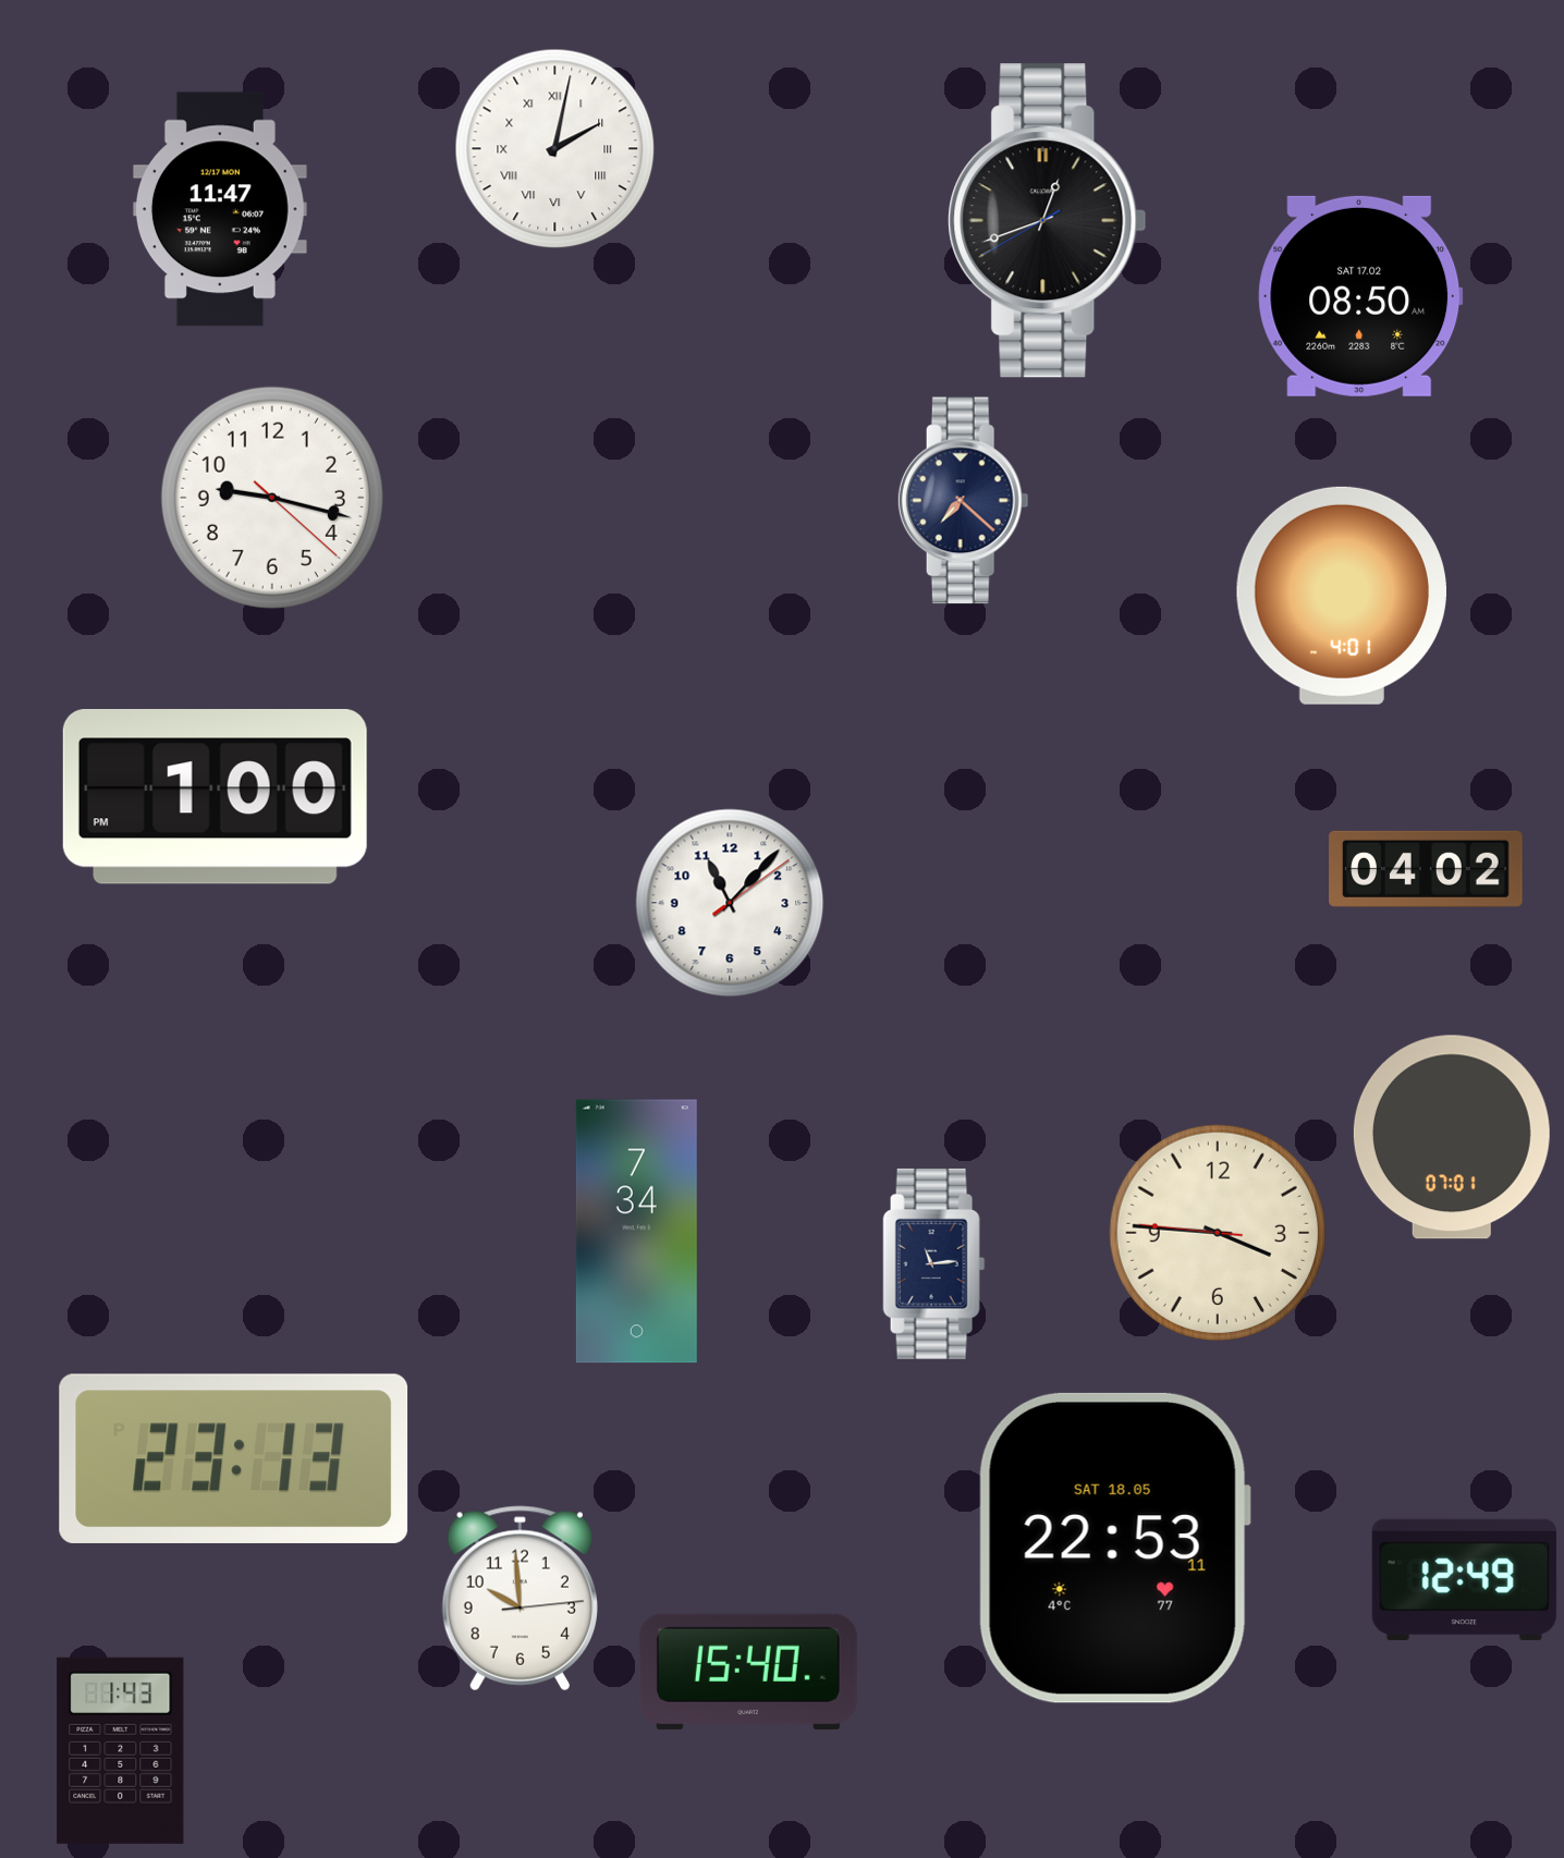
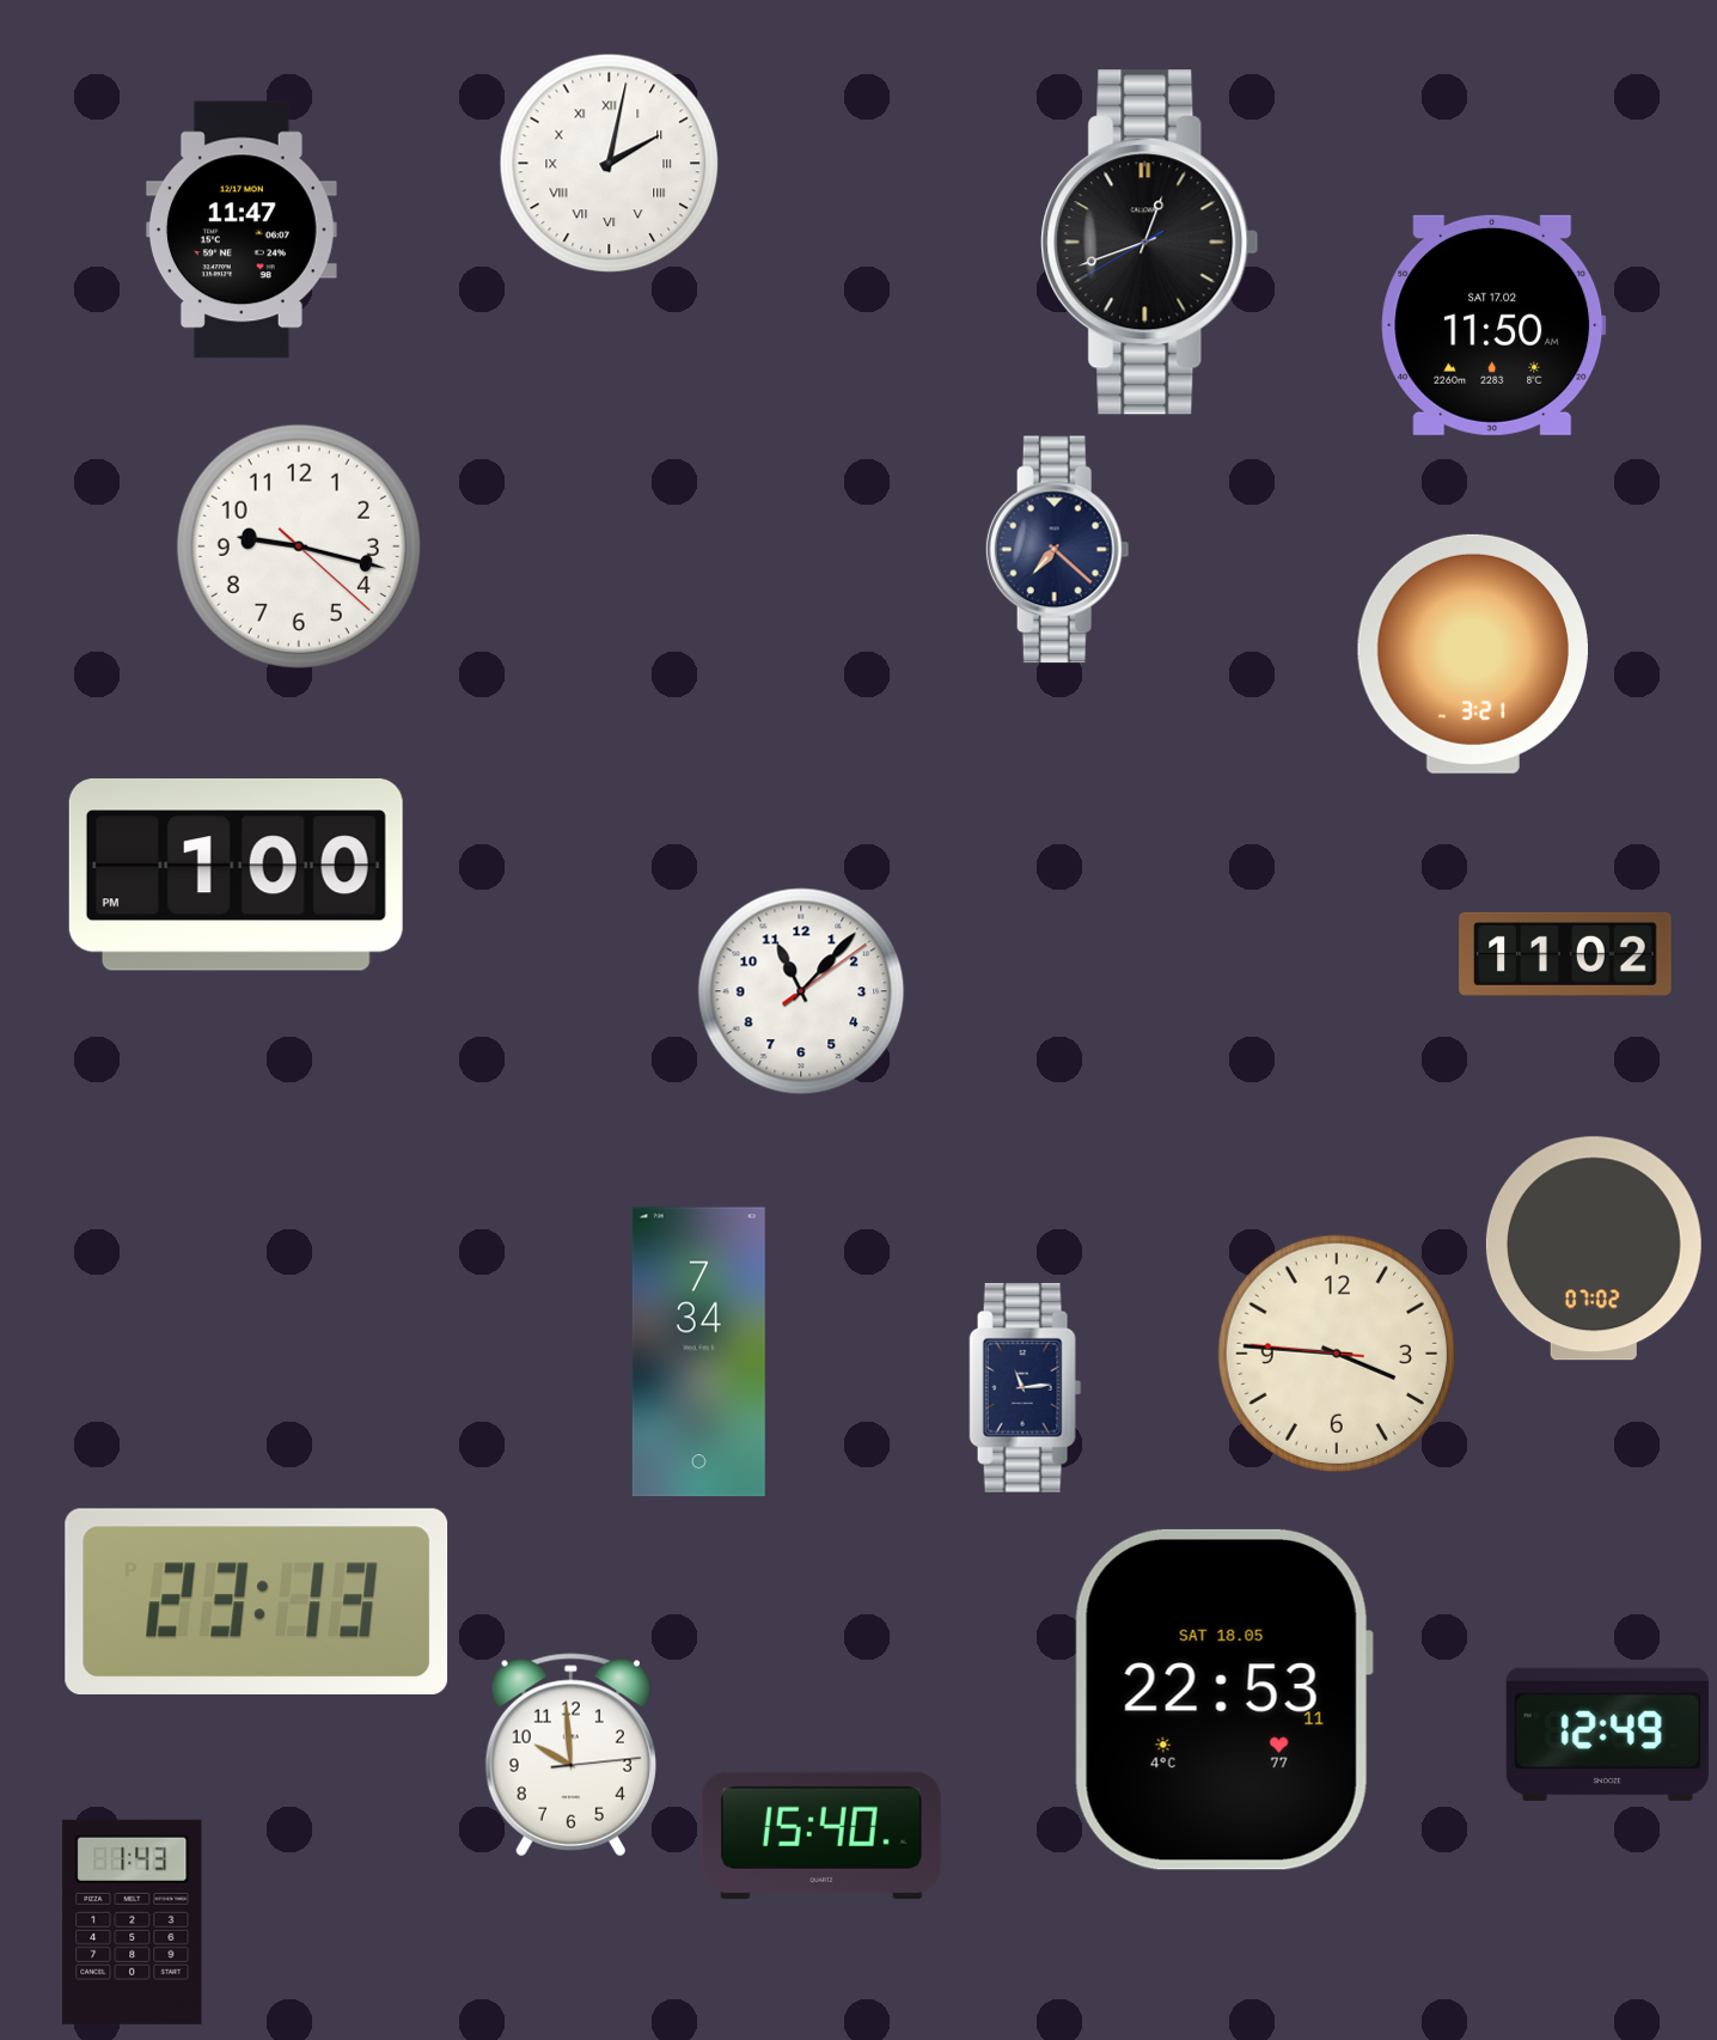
clock at (1360, 296): 08:50 -> 11:50
clock at (1342, 596): 4:01 -> 3:21
clock at (1426, 869): 04:02 -> 11:02
clock at (1452, 1137): 07:01 -> 07:02
